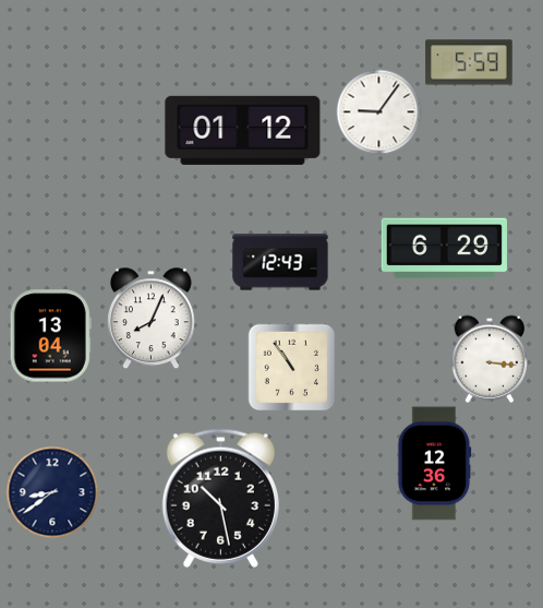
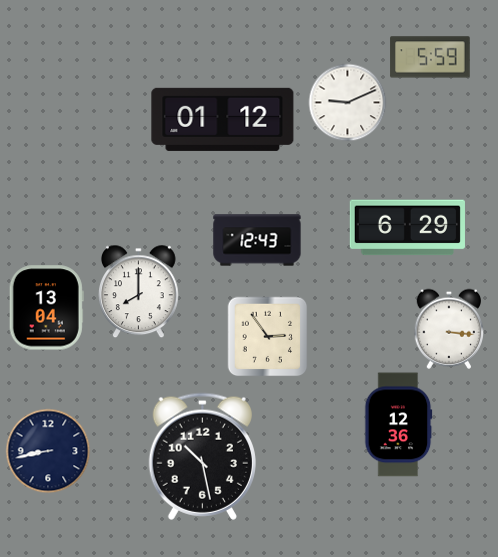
clock at (378, 111): 9:06 -> 9:11
clock at (152, 318): 8:04 -> 8:00
clock at (291, 367): 10:54 -> 2:54
clock at (52, 492): 8:39 -> 8:43
